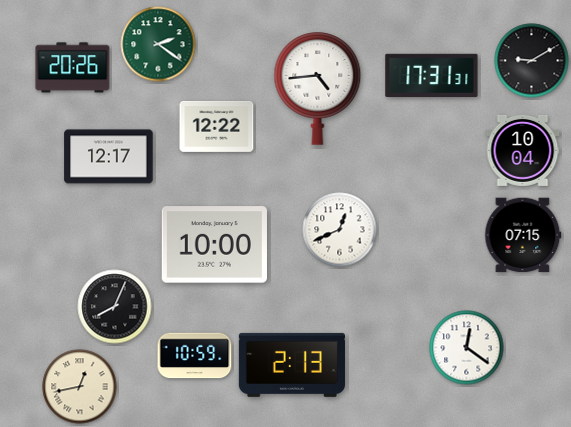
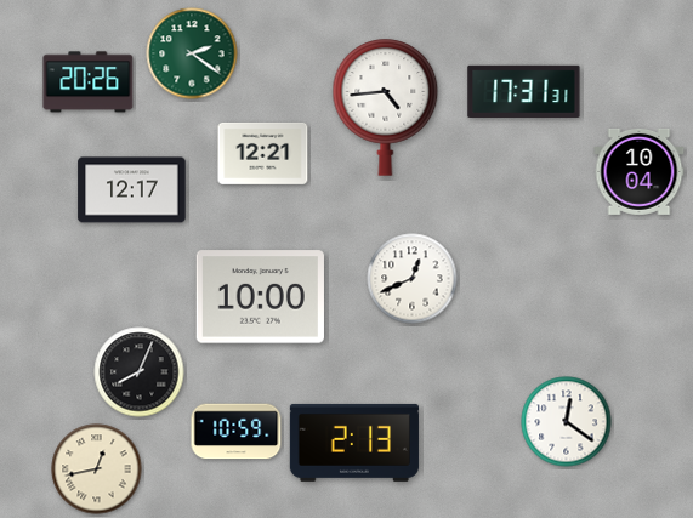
clock at (532, 61): 9:10 -> none
clock at (217, 126): 12:22 -> 12:21
clock at (523, 150) position: (523, 150) -> (640, 171)
clock at (523, 235): 07:15 -> none
